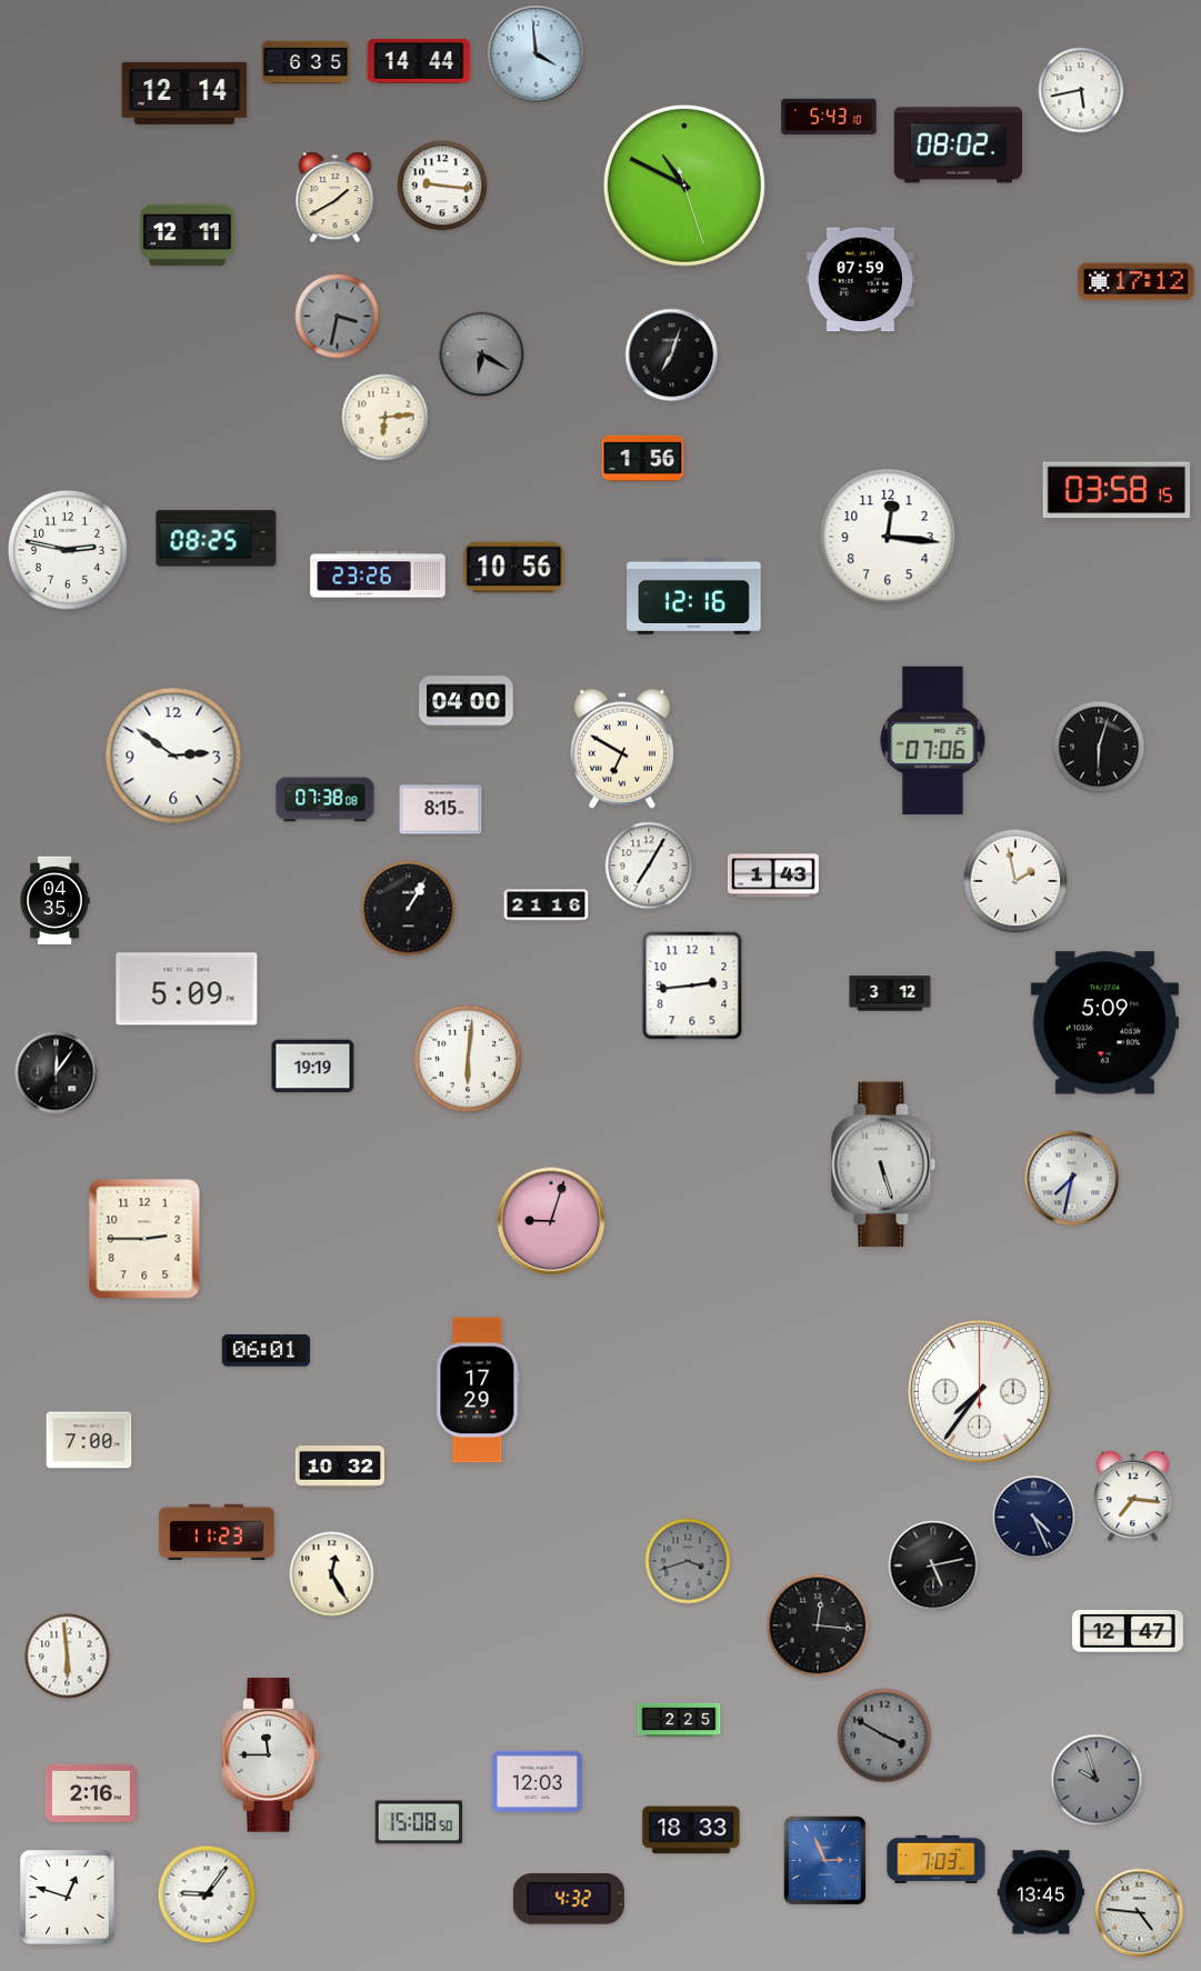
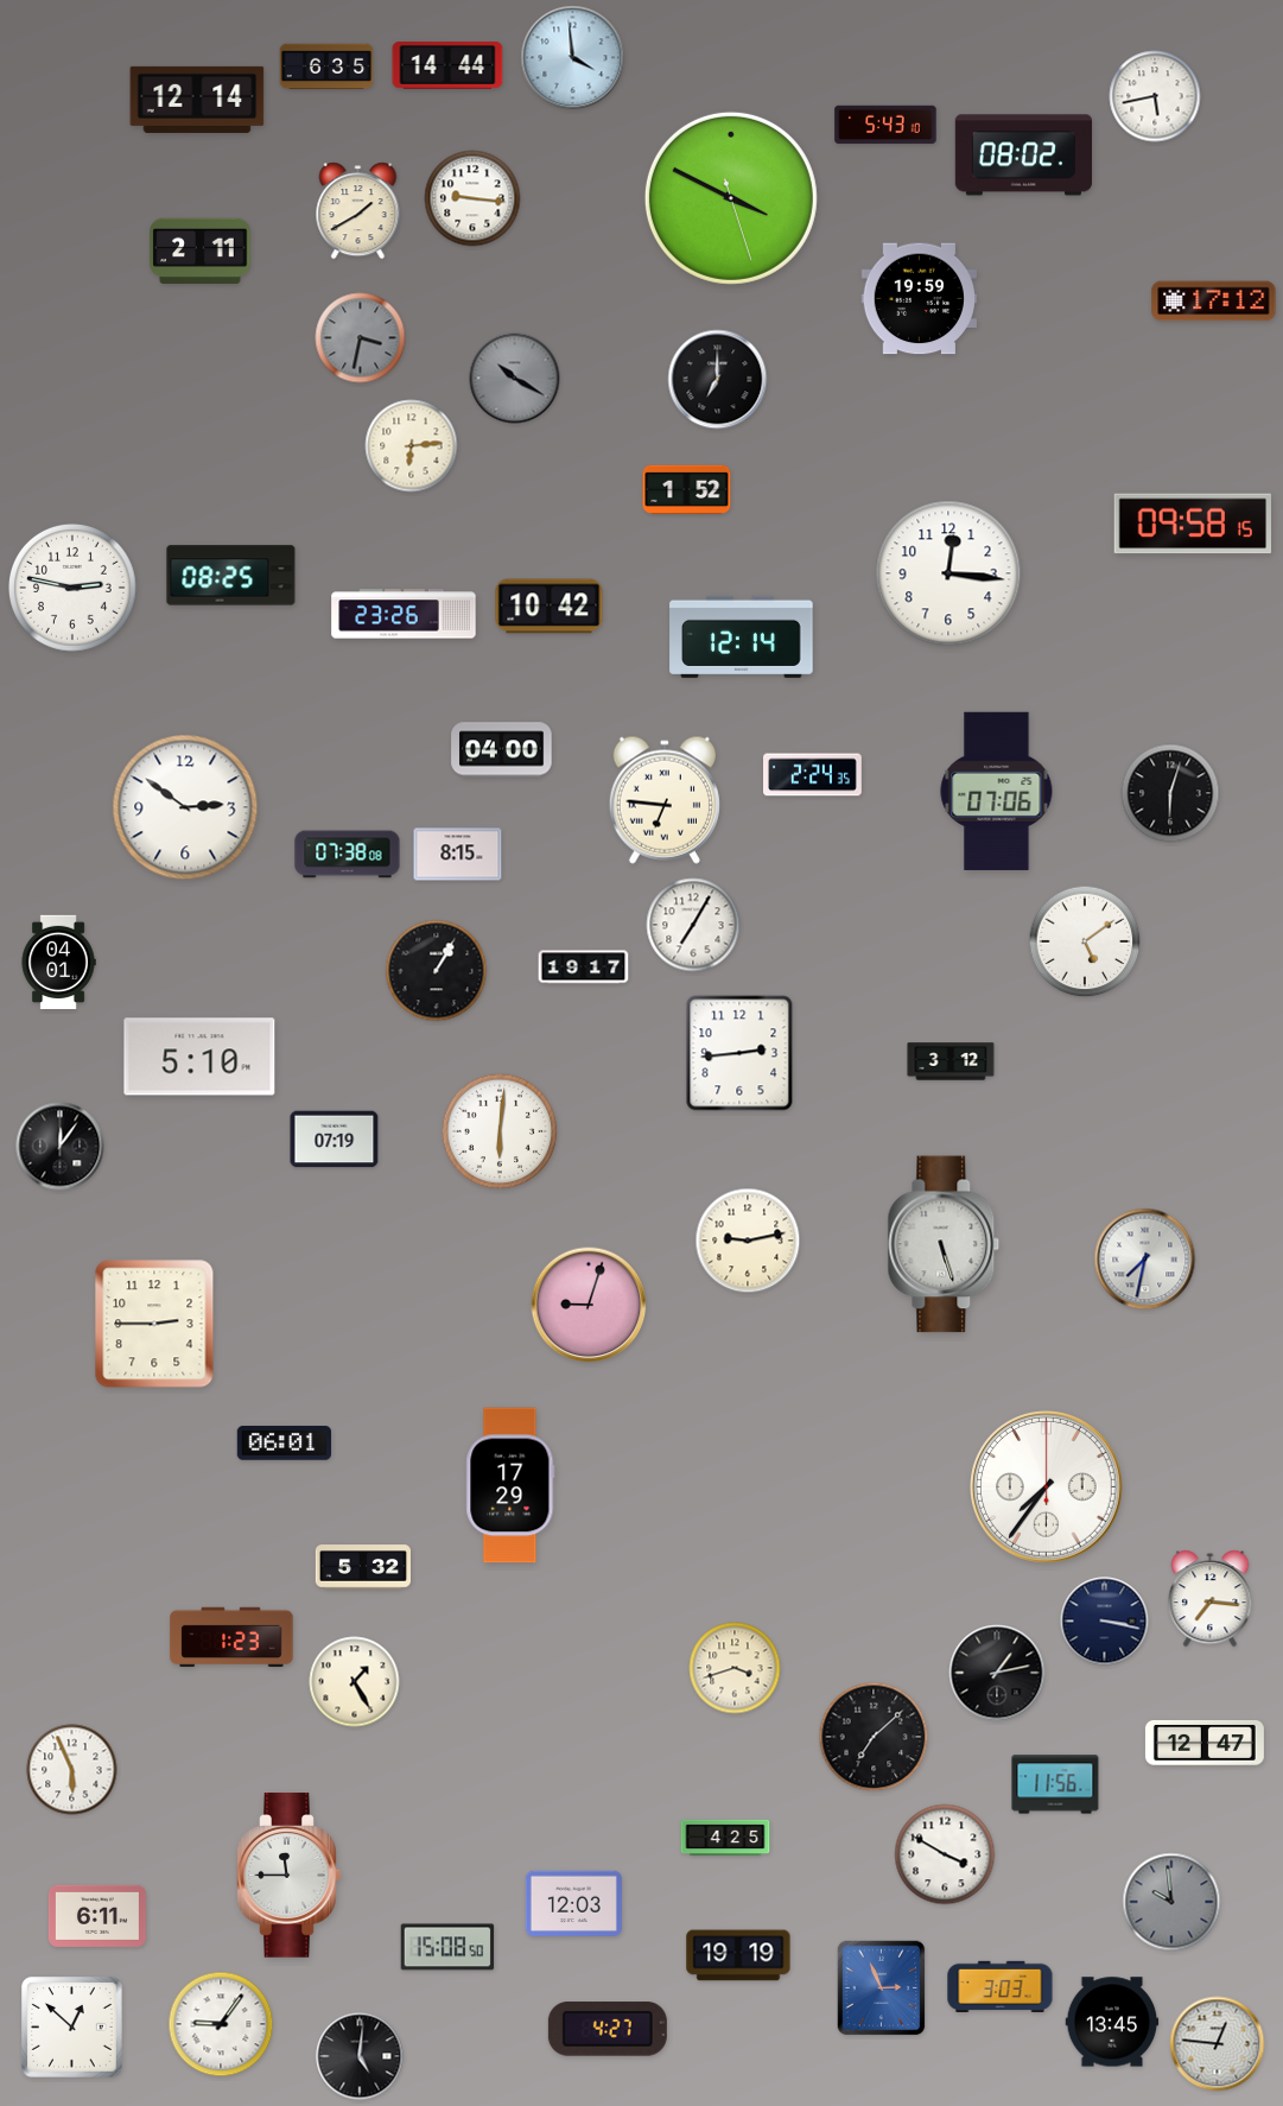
clock at (684, 186): 10:49 -> 3:49
clock at (188, 234): 12:11 -> 2:11
clock at (860, 280): 07:59 -> 19:59
clock at (482, 354): 6:20 -> 10:20
clock at (672, 356): 7:03 -> 7:00
clock at (643, 458): 1:56 -> 1:52
clock at (1117, 490): 03:58 -> 09:58
clock at (514, 568): 10:56 -> 10:42
clock at (694, 596): 12:16 -> 12:14
clock at (467, 702) position: (467, 702) -> (502, 750)
clock at (813, 775): none -> 2:24
clock at (1099, 747) position: (1099, 747) -> (1170, 793)
clock at (622, 749): 6:50 -> 6:46
clock at (441, 810) position: (441, 810) -> (458, 855)
clock at (773, 876): 1:43 -> none
clock at (1015, 881): 1:58 -> 5:09
clock at (54, 901): 04:35 -> 04:01
clock at (547, 906): 21:16 -> 19:17
clock at (187, 989): 5:09 -> 5:10
clock at (1104, 1023): 5:09 -> none
clock at (313, 1067): 19:19 -> 07:19
clock at (748, 1241): none -> 9:13
clock at (89, 1440): 7:00 -> none
clock at (340, 1467): 10:32 -> 5:32
clock at (1034, 1518): 4:26 -> 3:17
clock at (217, 1532): 11:23 -> 1:23
clock at (688, 1561) dial: grey -> cream
clock at (933, 1565): 5:13 -> 1:13
clock at (332, 1574): 12:25 -> 1:25
clock at (818, 1625): 12:16 -> 7:08
clock at (68, 1657): 5:59 -> 5:56
clock at (1055, 1784): none -> 11:56
clock at (679, 1720): 2:25 -> 4:25
clock at (884, 1735) dial: grey -> white
clock at (1097, 1780): 9:57 -> 9:59
clock at (91, 1793): 2:16 -> 6:11
clock at (691, 1830): 18:33 -> 19:19
clock at (937, 1859): 7:03 -> 3:03
clock at (68, 1898): 12:48 -> 12:52
clock at (569, 1899): 4:32 -> 4:27
clock at (1140, 1913): 4:46 -> 12:46
clock at (360, 2056): none -> 5:01
